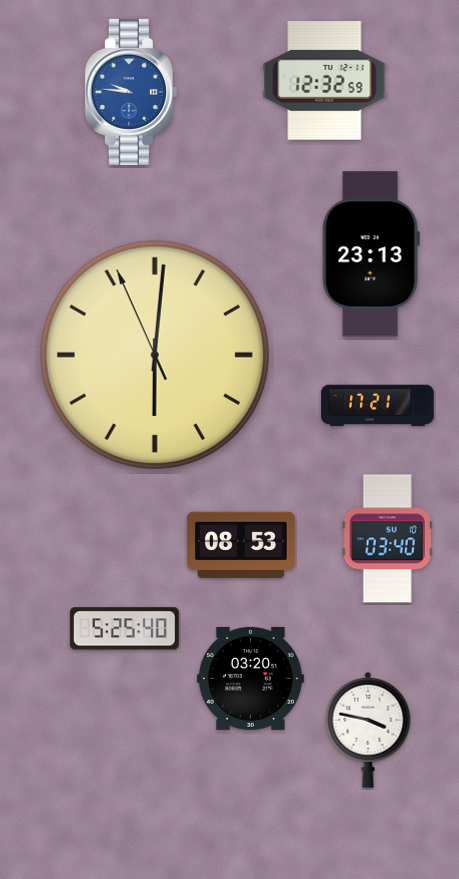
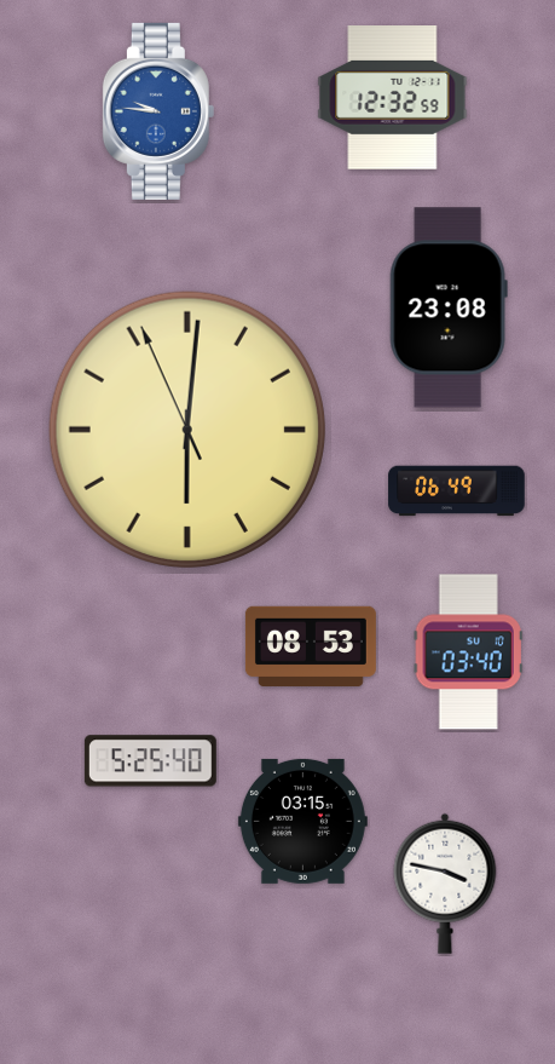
clock at (371, 254): 23:13 -> 23:08
clock at (378, 406): 17:21 -> 06:49
clock at (241, 544) position: (241, 544) -> (311, 645)
clock at (250, 678): 03:20 -> 03:15
